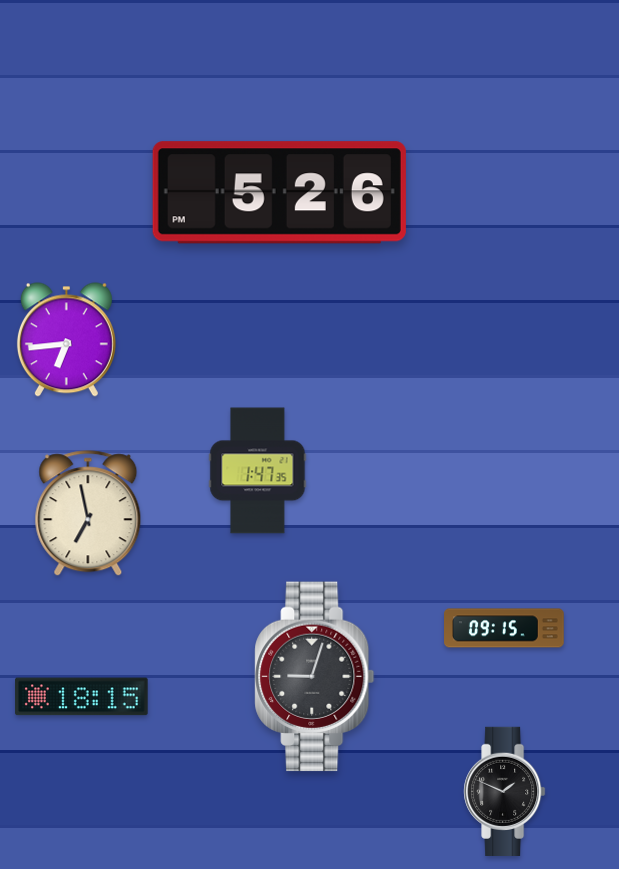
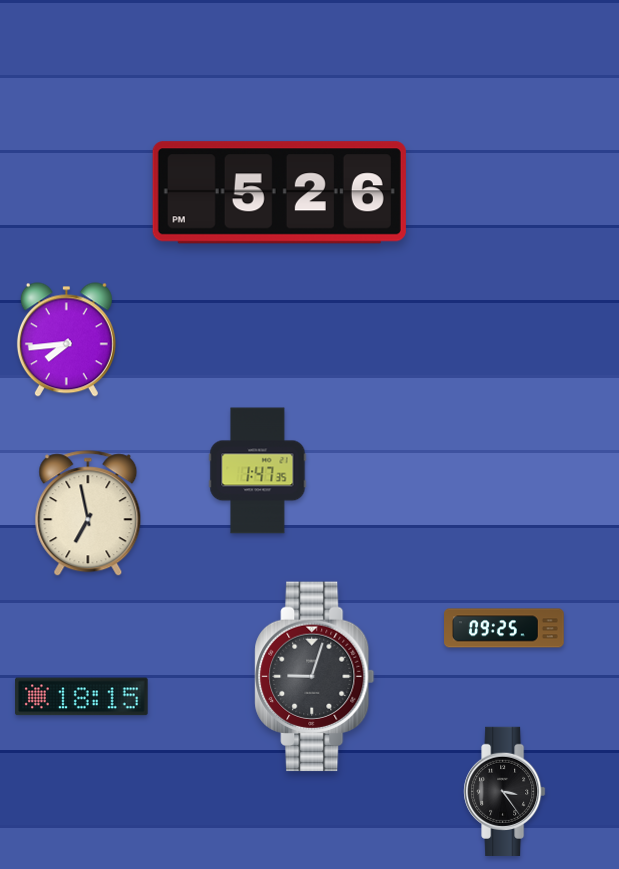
clock at (66, 340): 6:44 -> 7:44
clock at (504, 628): 09:15 -> 09:25
clock at (505, 791): 1:49 -> 3:24
